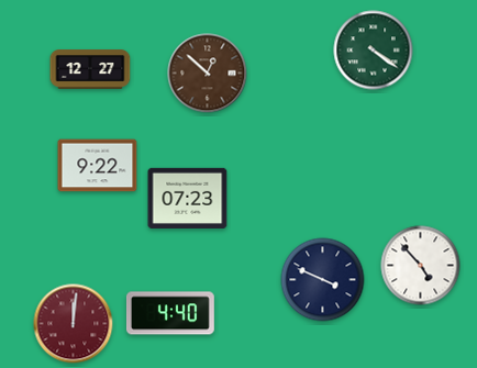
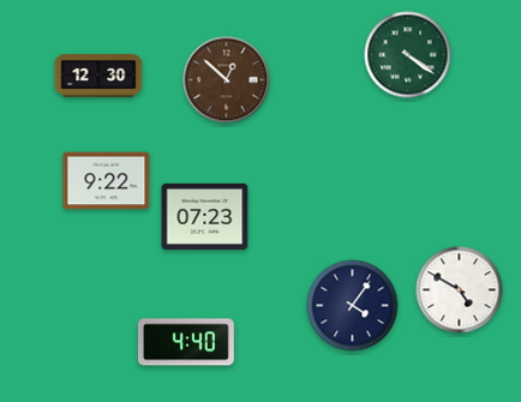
clock at (90, 69): 12:27 -> 12:30
clock at (421, 266): 4:53 -> 4:50
clock at (323, 280): 3:49 -> 4:06
clock at (74, 324): 12:01 -> none
